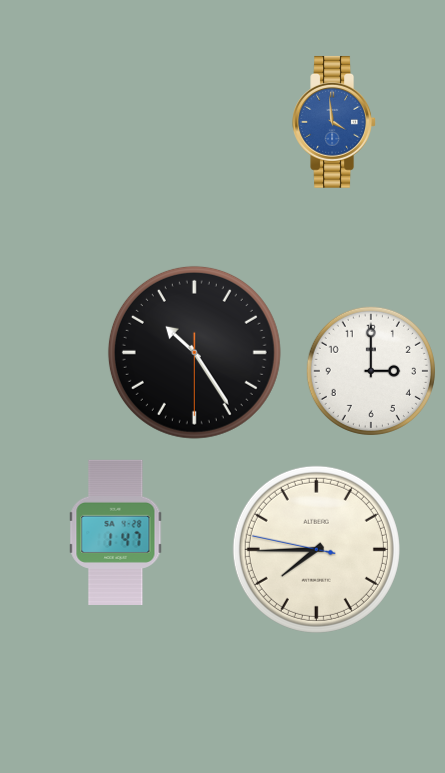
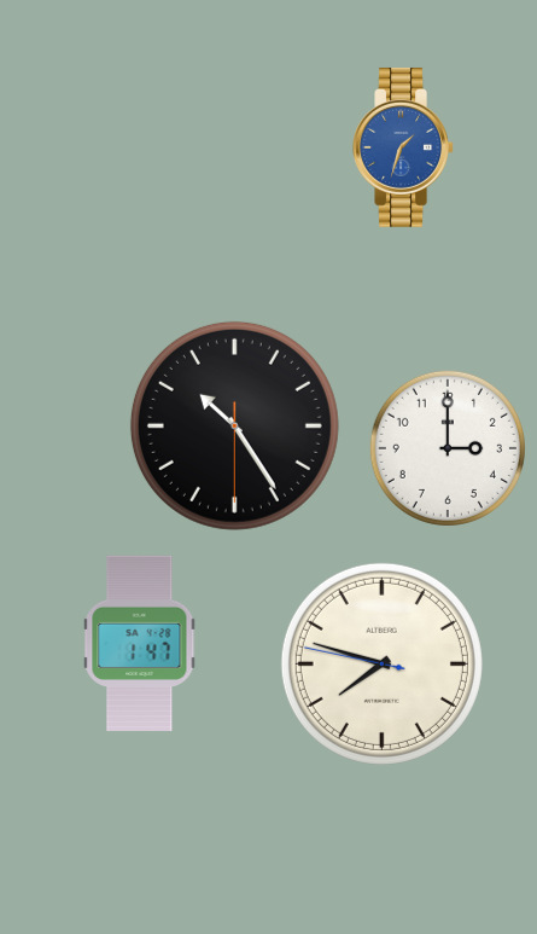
clock at (334, 122): 3:59 -> 1:33
clock at (316, 549): 7:44 -> 7:47
